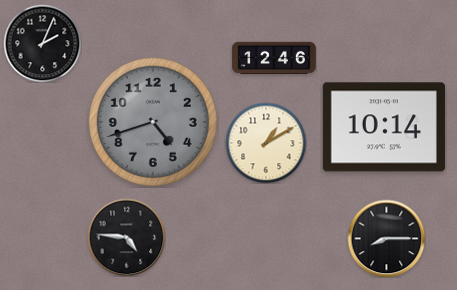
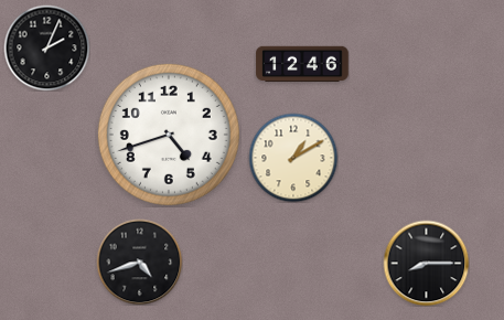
clock at (153, 122) dial: grey -> white
clock at (384, 127): 10:14 -> none
clock at (126, 237): 4:46 -> 4:42
